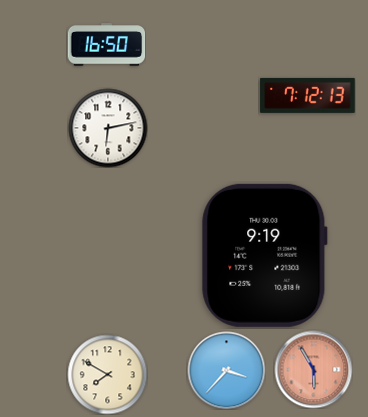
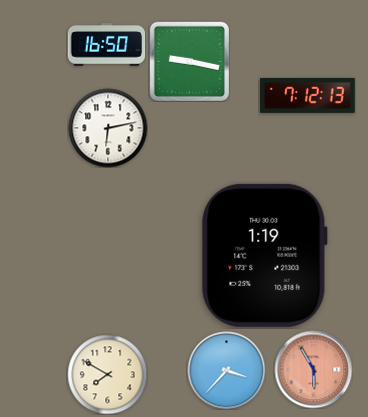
clock at (189, 61): none -> 9:17
clock at (265, 255): 9:19 -> 1:19
